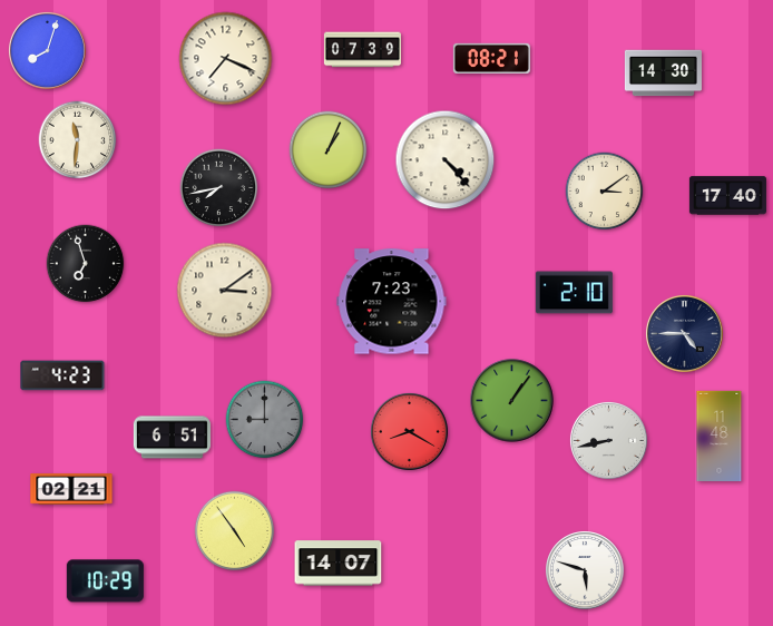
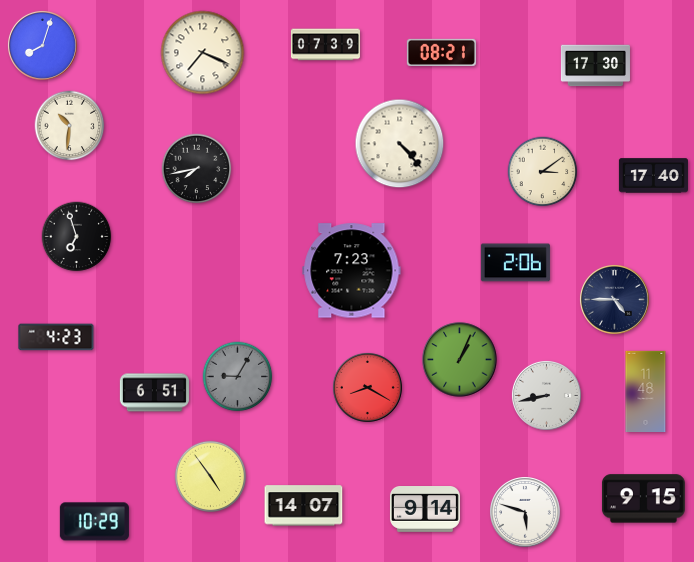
clock at (663, 74): 14:30 -> 17:30
clock at (78, 140): 11:31 -> 10:31
clock at (329, 150): 1:04 -> none
clock at (225, 291): 3:09 -> none
clock at (574, 293): 2:10 -> 2:06
clock at (512, 401): 1:06 -> 1:04
clock at (265, 420): 9:00 -> 9:05
clock at (71, 489): 02:21 -> none
clock at (643, 499): none -> 9:15
clock at (425, 510): none -> 9:14
